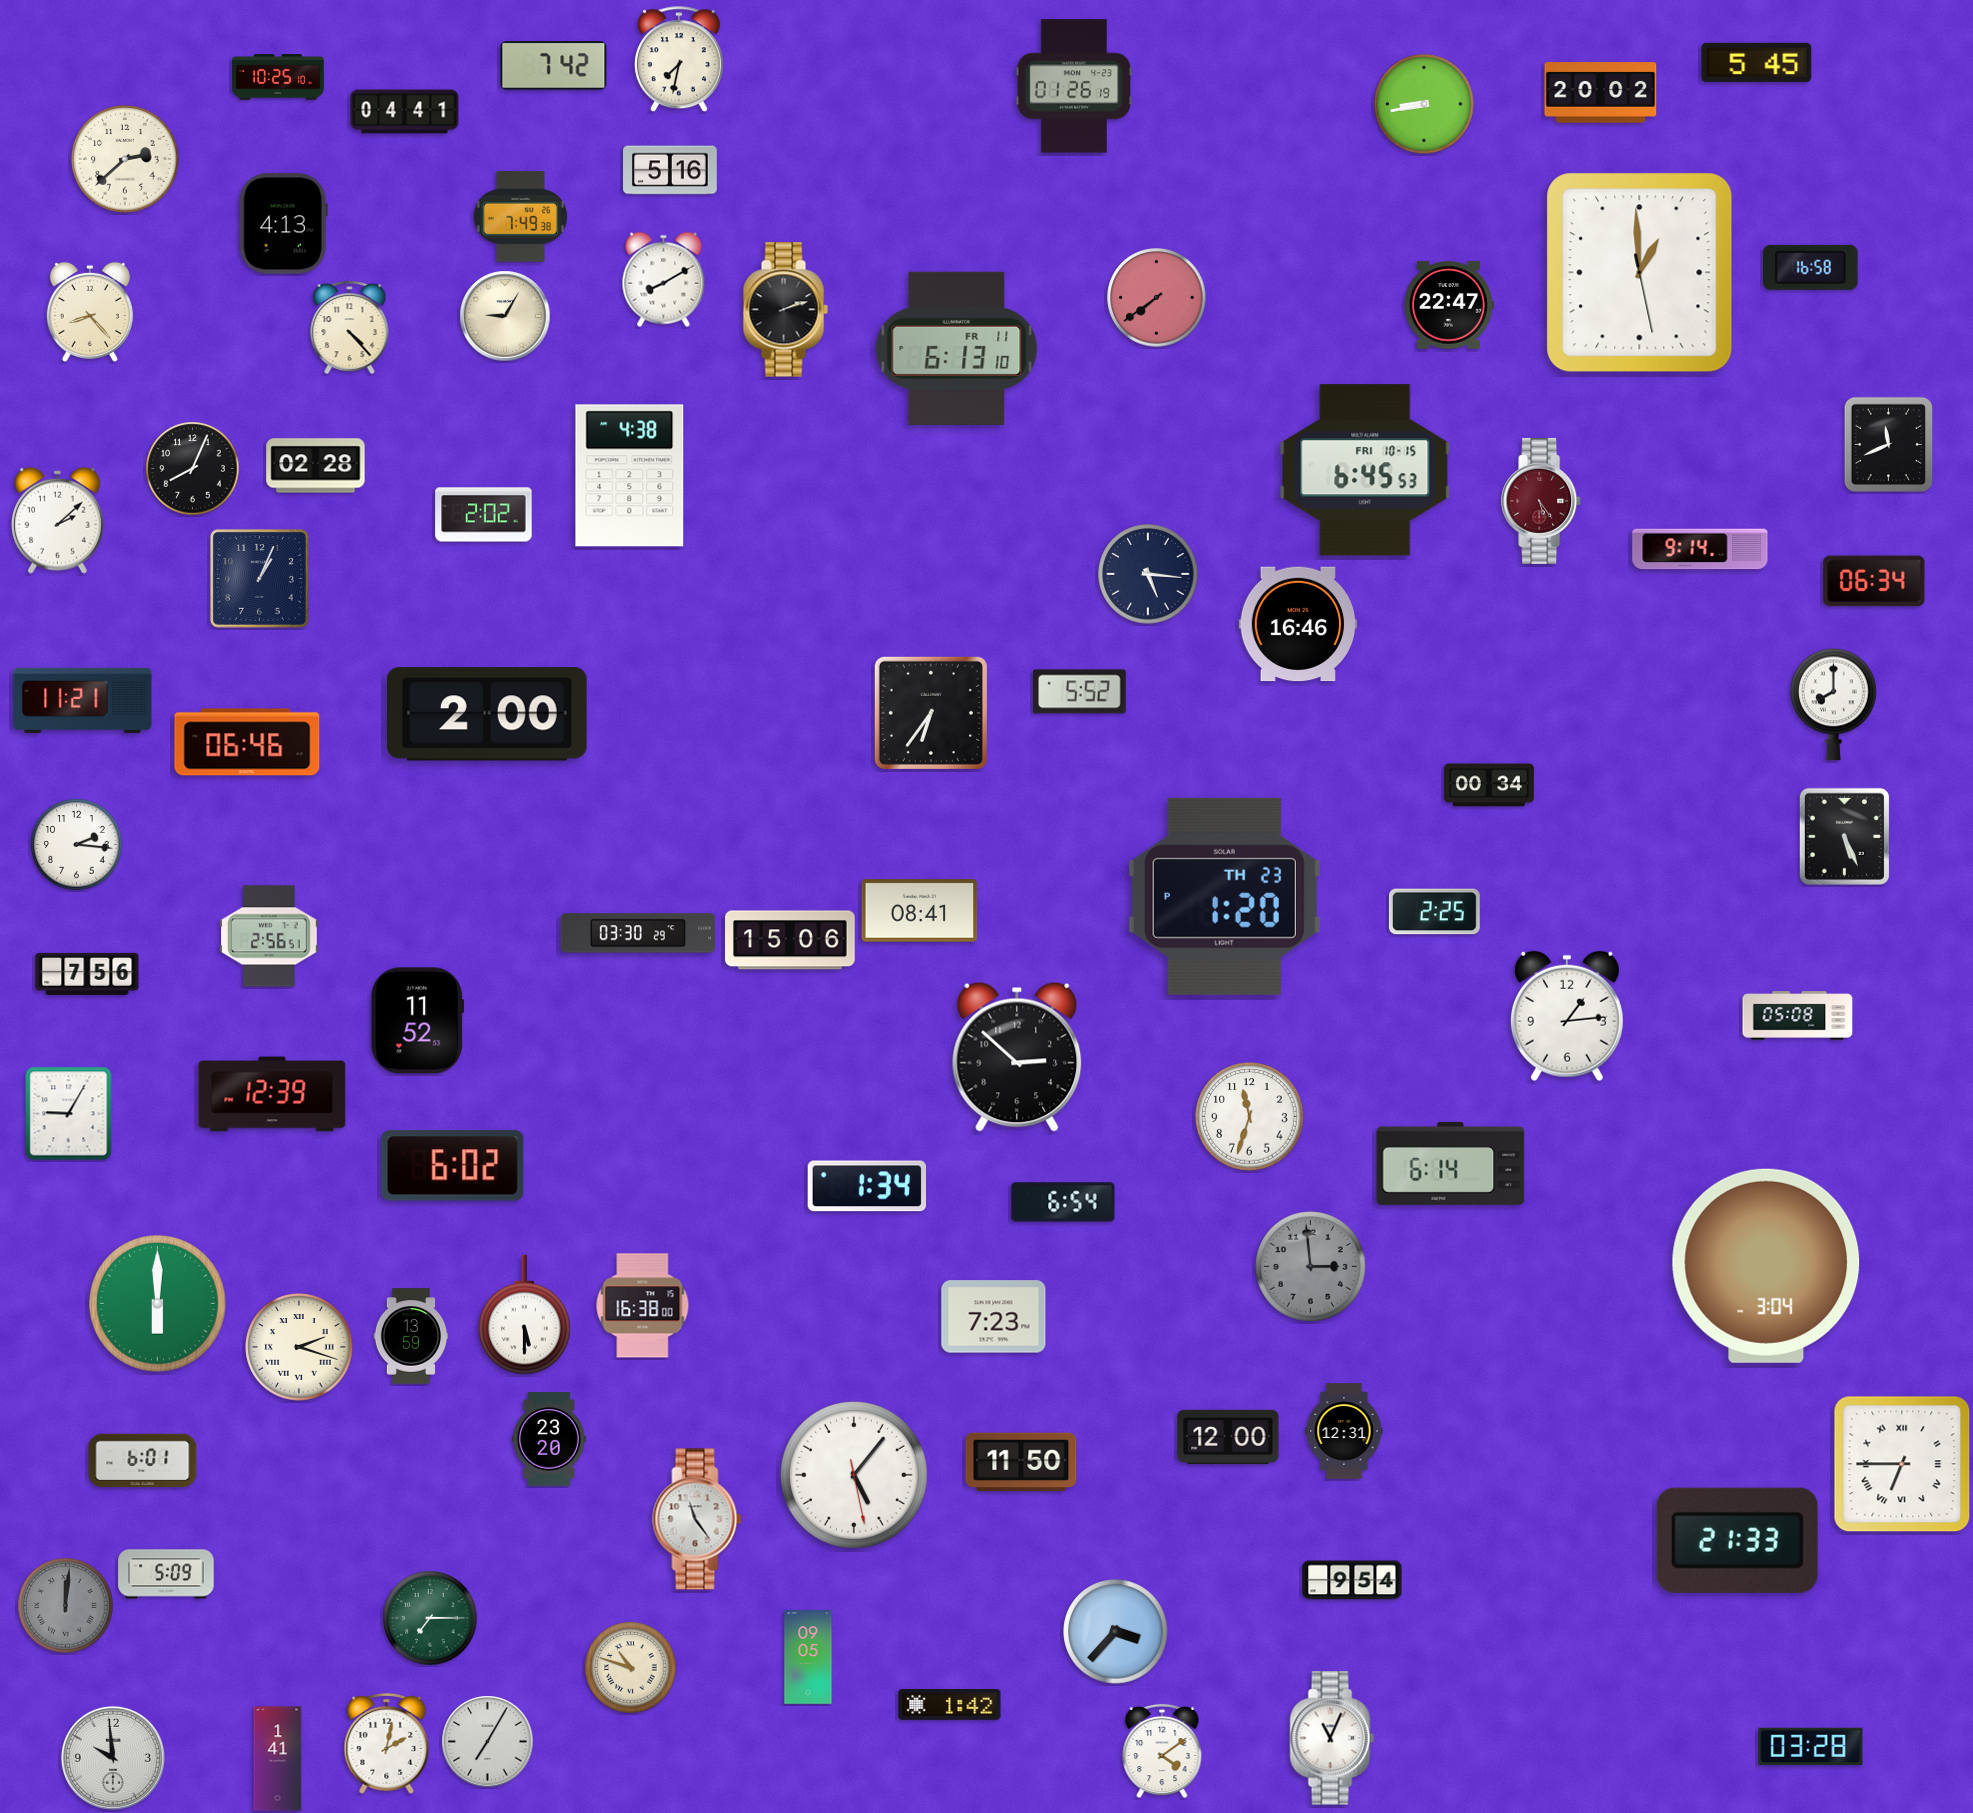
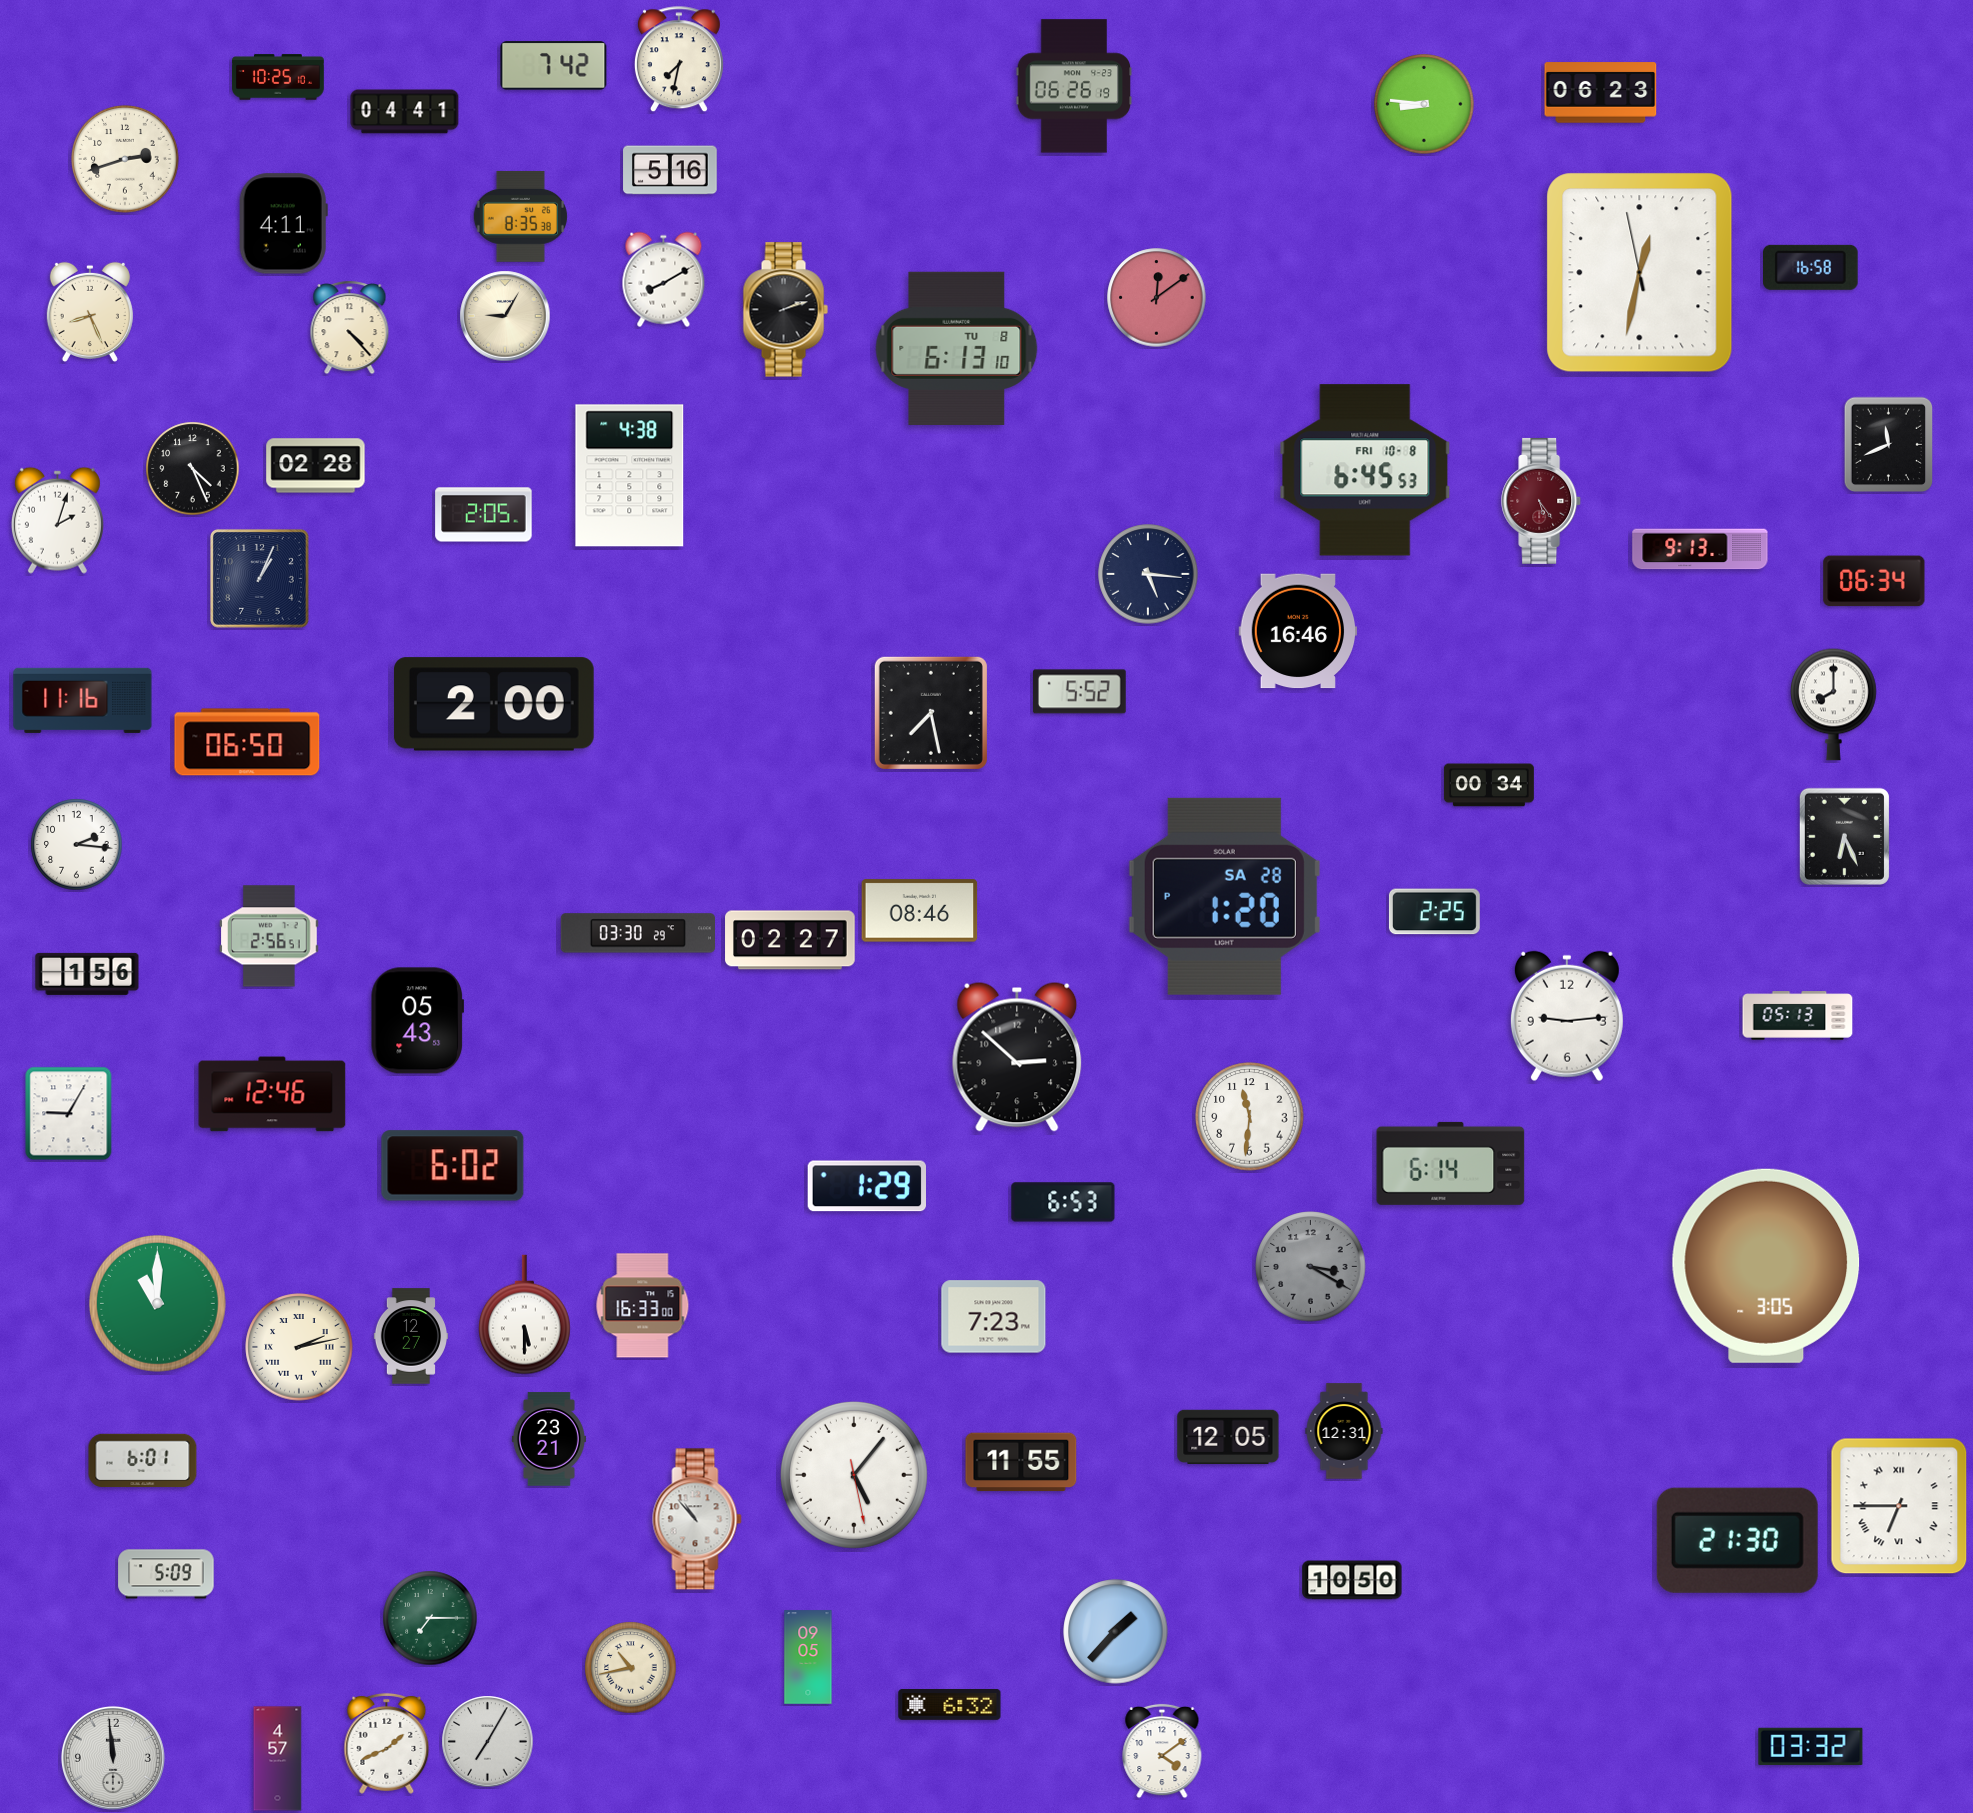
clock at (1757, 62): 5:45 -> none
clock at (1074, 86): 01:26 -> 06:26
clock at (1601, 93): 20:02 -> 06:23
clock at (1424, 104): 8:43 -> 8:46
clock at (125, 159): 2:38 -> 2:42
clock at (520, 216): 7:49 -> 8:35
clock at (283, 224): 4:13 -> 4:11
clock at (1640, 273): 12:59 -> 12:31
clock at (1157, 298): 7:39 -> 12:09
clock at (1449, 305): 22:47 -> none
clock at (90, 311): 8:23 -> 8:26
clock at (957, 348) date: FR 11 -> TU 8
clock at (193, 469): 8:04 -> 4:26
clock at (1365, 470) date: FRI 10-15 -> FRI 10-8
clock at (484, 515): 2:02 -> 2:05
clock at (57, 520): 2:08 -> 2:03
clock at (1700, 549): 9:14 -> 9:13
clock at (1298, 624) position: (1298, 624) -> (1298, 631)
clock at (83, 700): 11:21 -> 11:16
clock at (931, 713): 6:36 -> 7:28
clock at (487, 714) position: (487, 714) -> (494, 704)
clock at (247, 742): 06:46 -> 06:50
clock at (1844, 836): 5:26 -> 6:26
clock at (1224, 896) date: TH 23 -> SA 28
clock at (920, 911): 08:41 -> 08:46
clock at (790, 940): 15:06 -> 02:27
clock at (87, 974): 7:56 -> 1:56
clock at (1567, 1016): 1:14 -> 9:14
clock at (1798, 1016): 05:08 -> 05:13
clock at (417, 1021): 11:52 -> 05:43
clock at (272, 1094): 12:39 -> 12:46
clock at (1250, 1117): 11:33 -> 11:31
clock at (866, 1186): 1:34 -> 1:29
clock at (1063, 1202): 6:54 -> 6:53
clock at (1766, 1266): 3:04 -> 3:05
clock at (1311, 1267): 2:59 -> 3:20
clock at (157, 1303): 6:00 -> 11:00
clock at (643, 1306): 16:38 -> 16:33
clock at (410, 1336): 13:59 -> 12:27
clock at (299, 1347): 2:18 -> 2:13
clock at (1228, 1436): 12:00 -> 12:05
clock at (549, 1439): 23:20 -> 23:21
clock at (1021, 1462): 11:50 -> 11:55
clock at (1902, 1464) position: (1902, 1464) -> (1899, 1506)
clock at (697, 1519): 11:24 -> 10:53
clock at (1737, 1540): 21:33 -> 21:30
clock at (1352, 1580): 9:54 -> 10:50
clock at (66, 1606): 12:01 -> none
clock at (1116, 1632): 3:37 -> 1:37
clock at (631, 1668): 10:48 -> 10:43
clock at (950, 1705): 1:42 -> 6:32
clock at (1332, 1738): 11:04 -> none
clock at (387, 1743): 2:02 -> 1:41
clock at (1811, 1746): 03:28 -> 03:32
clock at (113, 1758): 9:59 -> 11:59
clock at (278, 1759): 1:41 -> 4:57
